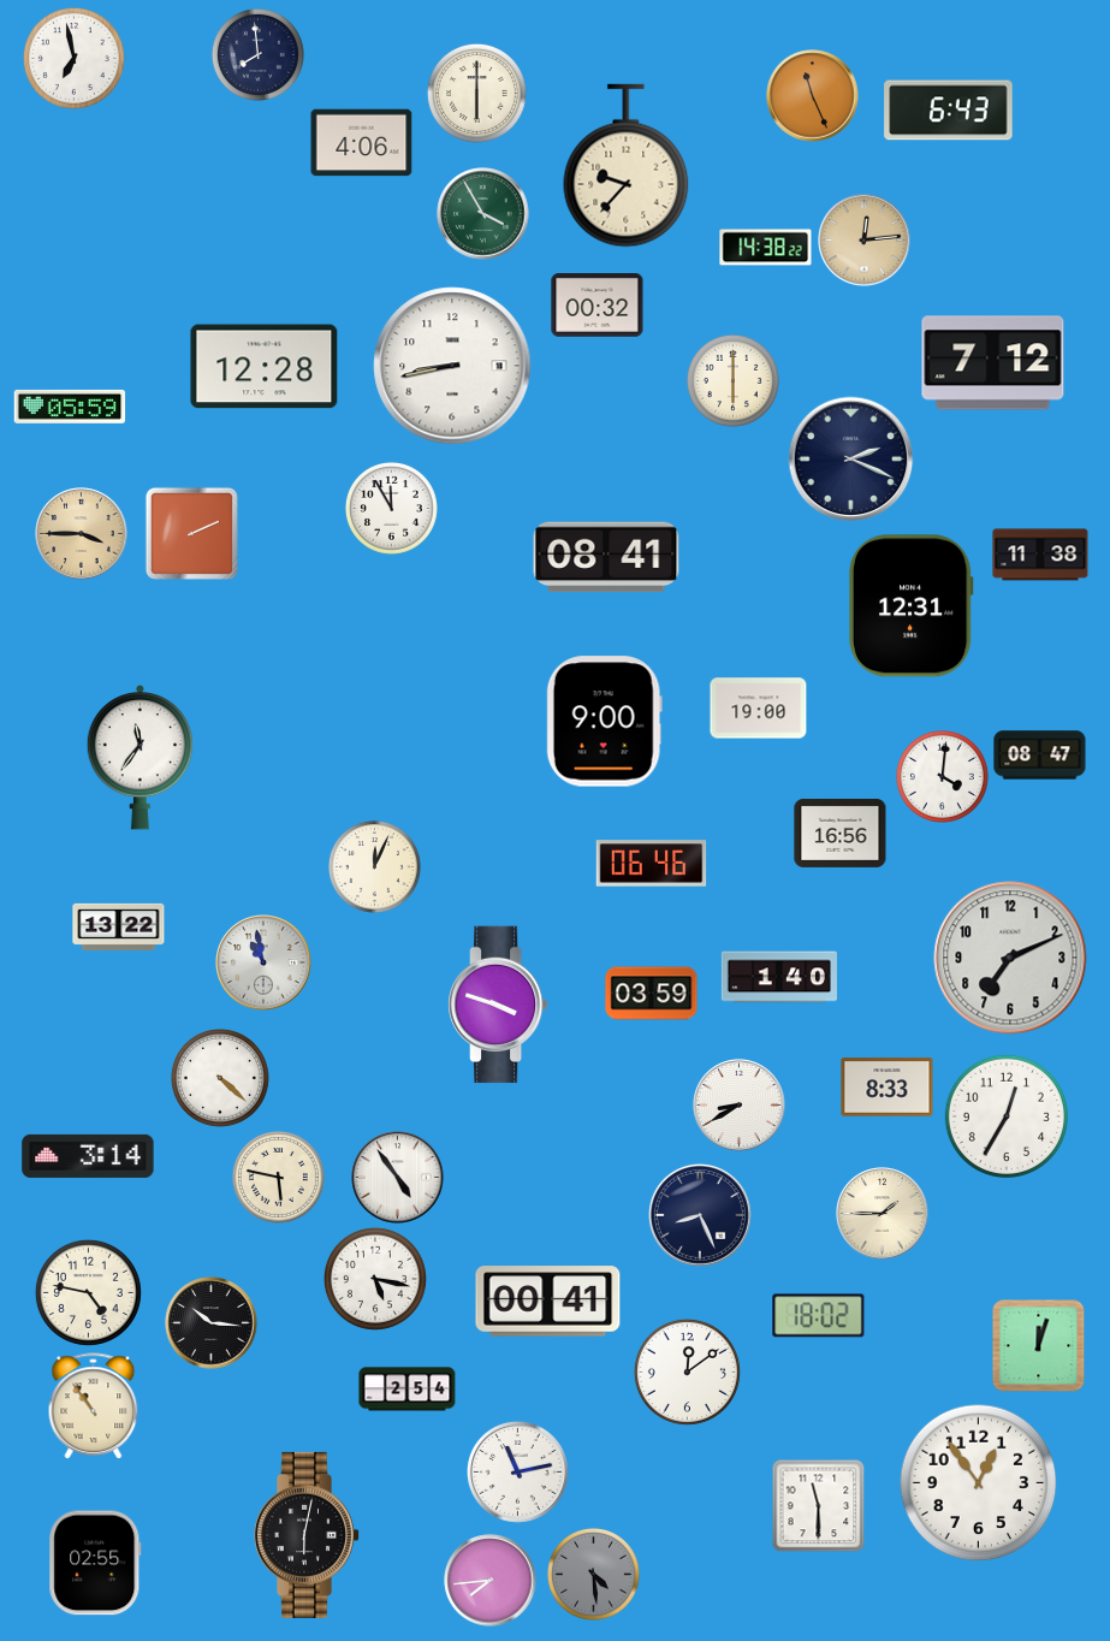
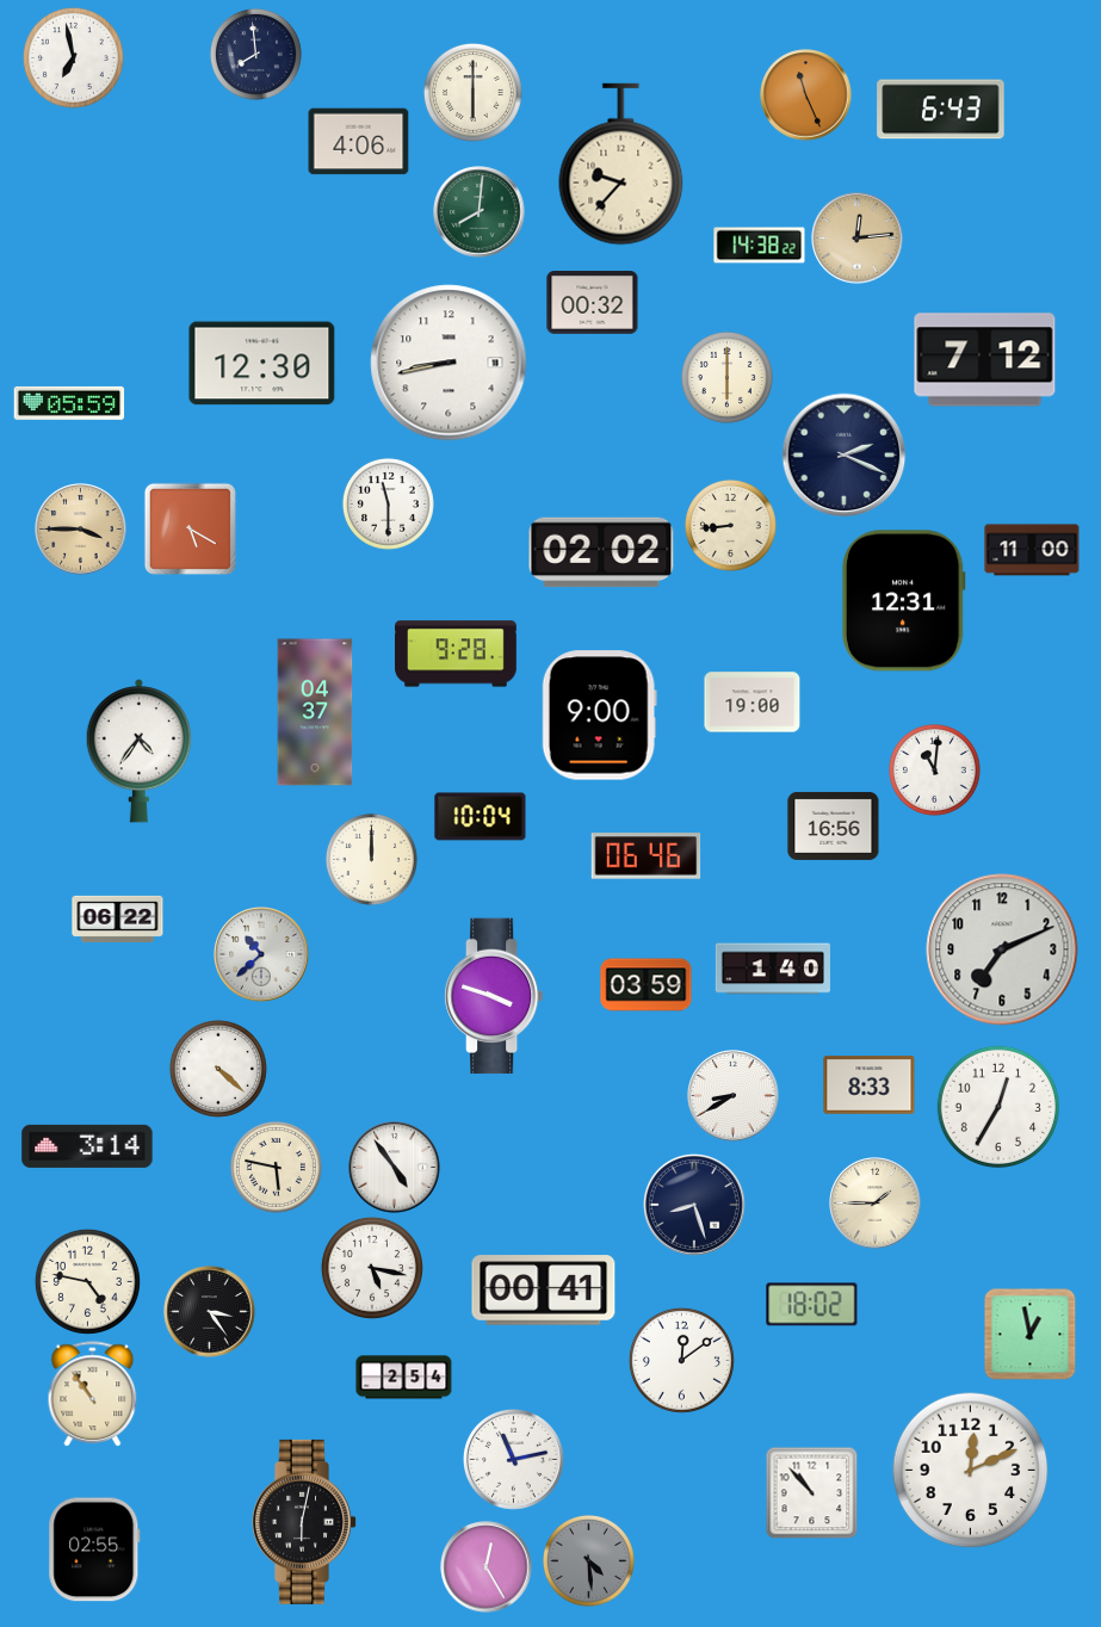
clock at (483, 214): 3:55 -> 8:01
clock at (265, 367): 12:28 -> 12:30
clock at (392, 509): 11:55 -> 11:30
clock at (731, 526): none -> 8:44
clock at (191, 533): 2:11 -> 5:20
clock at (1040, 555): 11:38 -> 11:00
clock at (606, 557): 08:41 -> 02:02
clock at (457, 654): none -> 9:28
clock at (315, 712): none -> 04:37
clock at (1040, 756): 08:47 -> none
clock at (140, 758): 11:36 -> 4:36
clock at (943, 777): 4:01 -> 11:01
clock at (481, 817): none -> 10:04
clock at (375, 867): 12:04 -> 12:00
clock at (119, 926): 13:22 -> 06:22
clock at (263, 962): 10:58 -> 10:38
clock at (888, 1088) position: (888, 1088) -> (870, 1085)
clock at (700, 1215): 8:26 -> 8:27
clock at (212, 1323): 10:16 -> 3:24
clock at (1038, 1345): 12:03 -> 12:58
clock at (979, 1483): 12:54 -> 12:11
clock at (818, 1505): 11:30 -> 10:53
clock at (491, 1581): 7:44 -> 12:25
